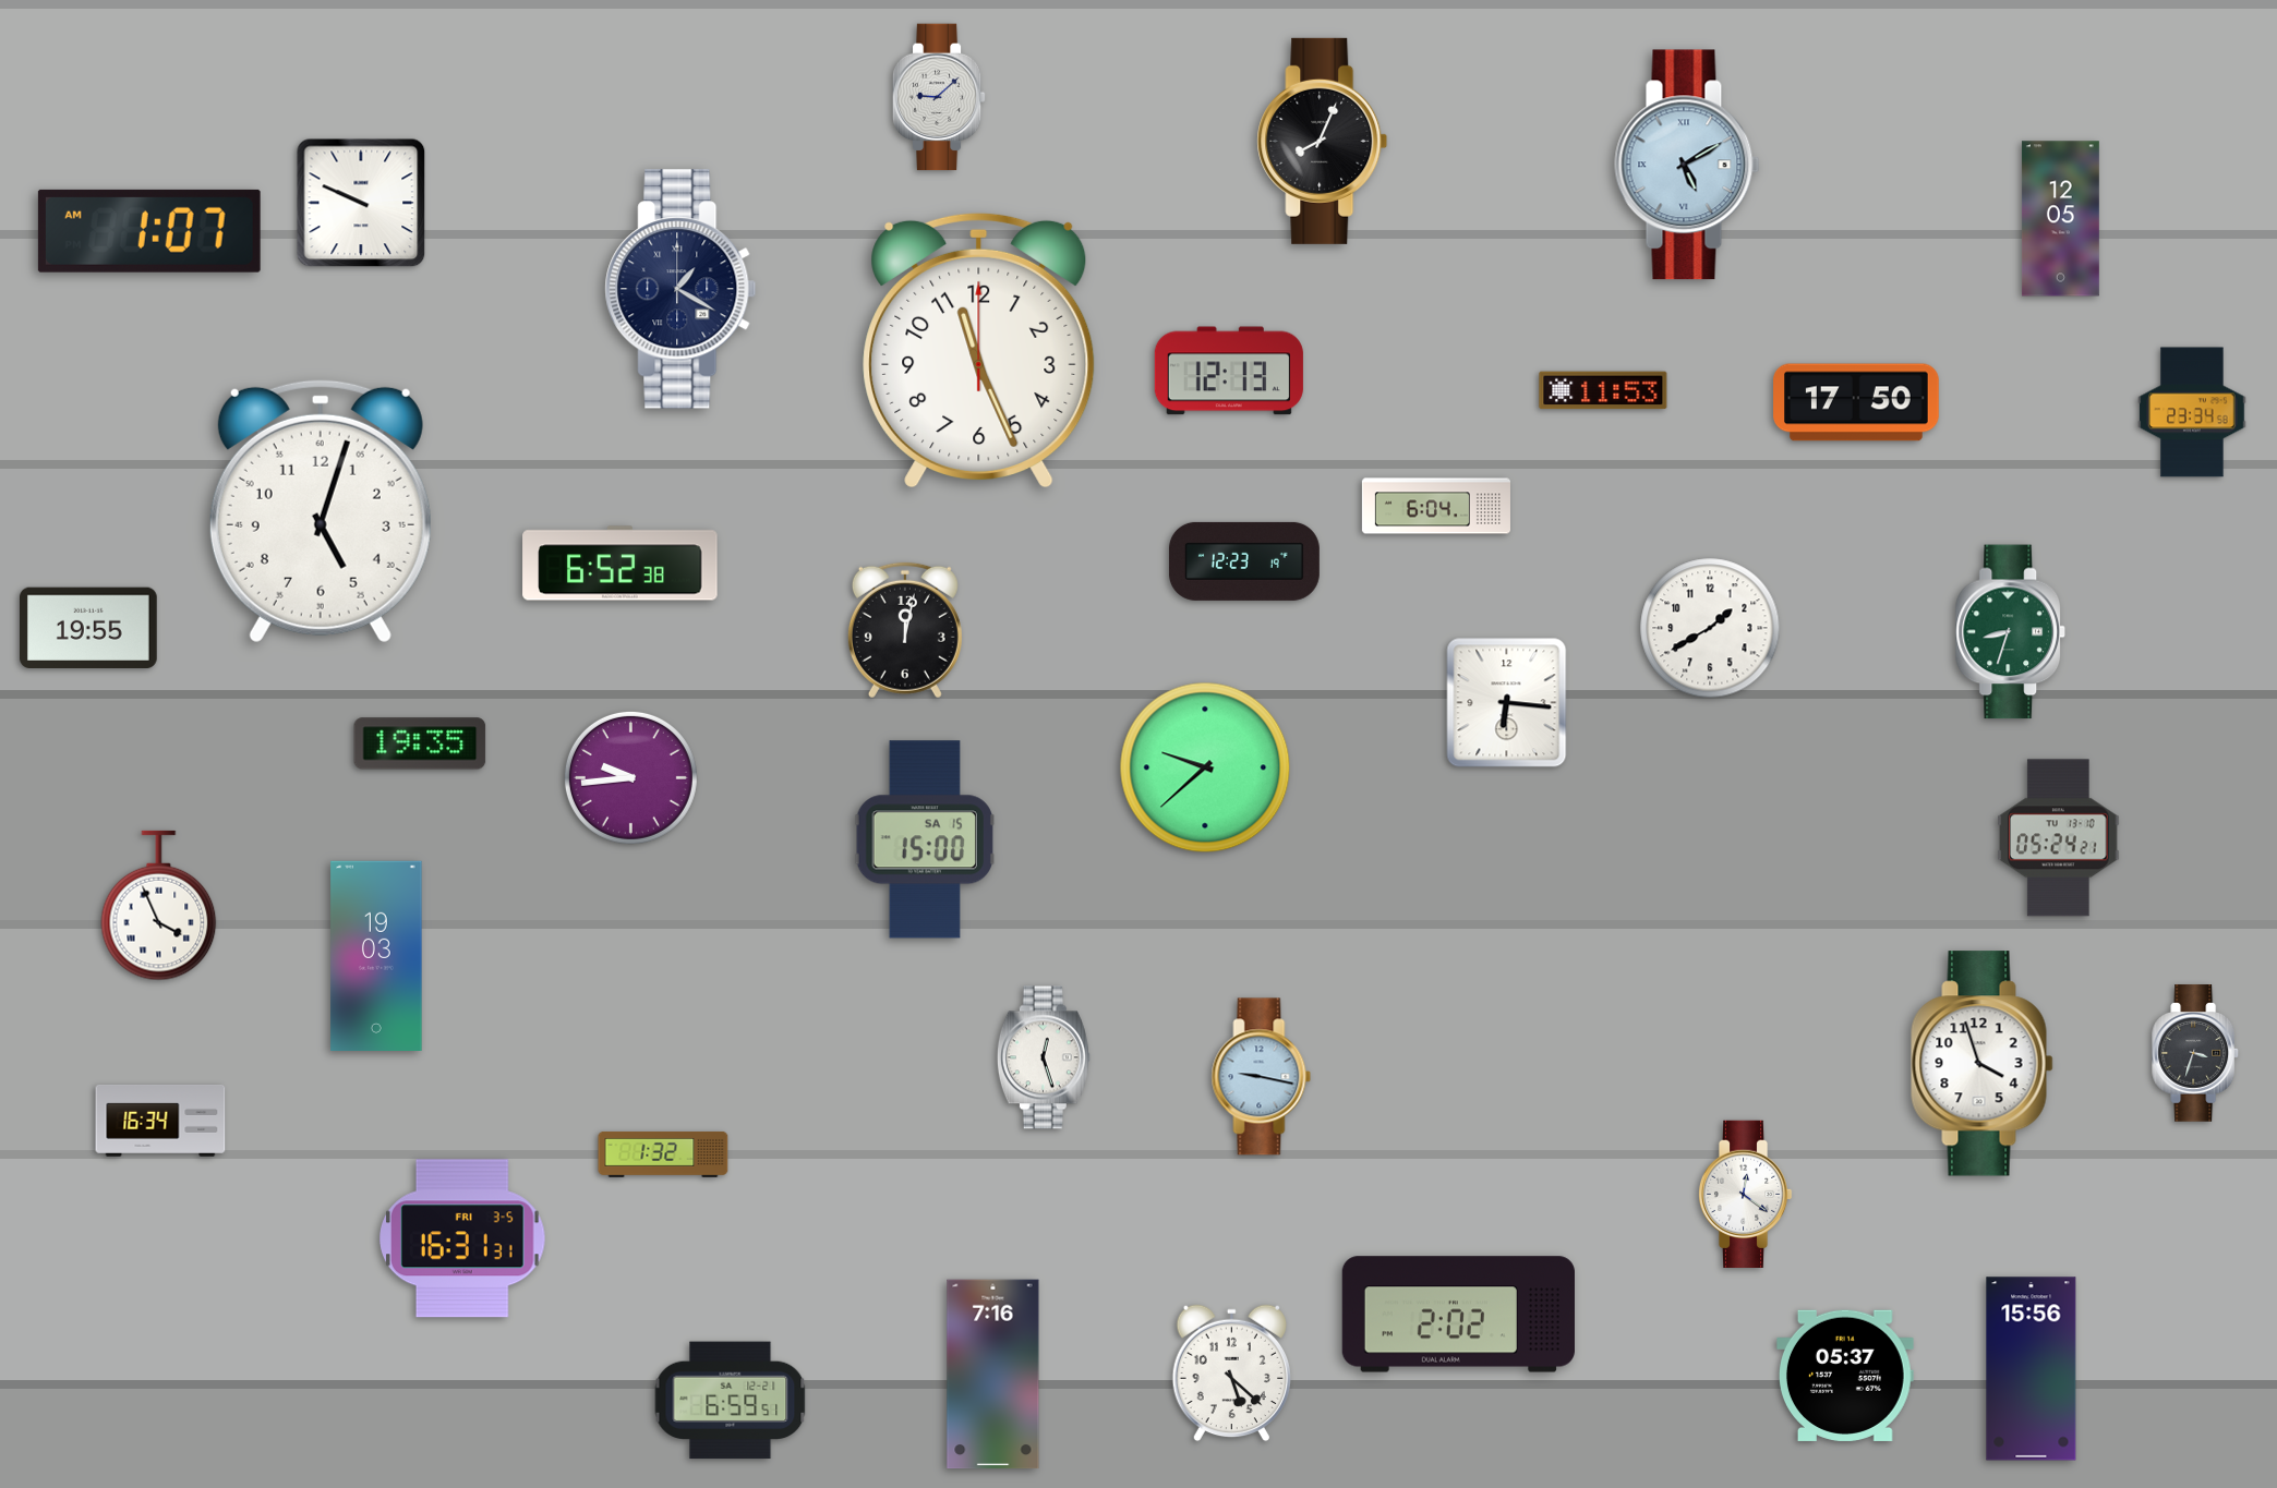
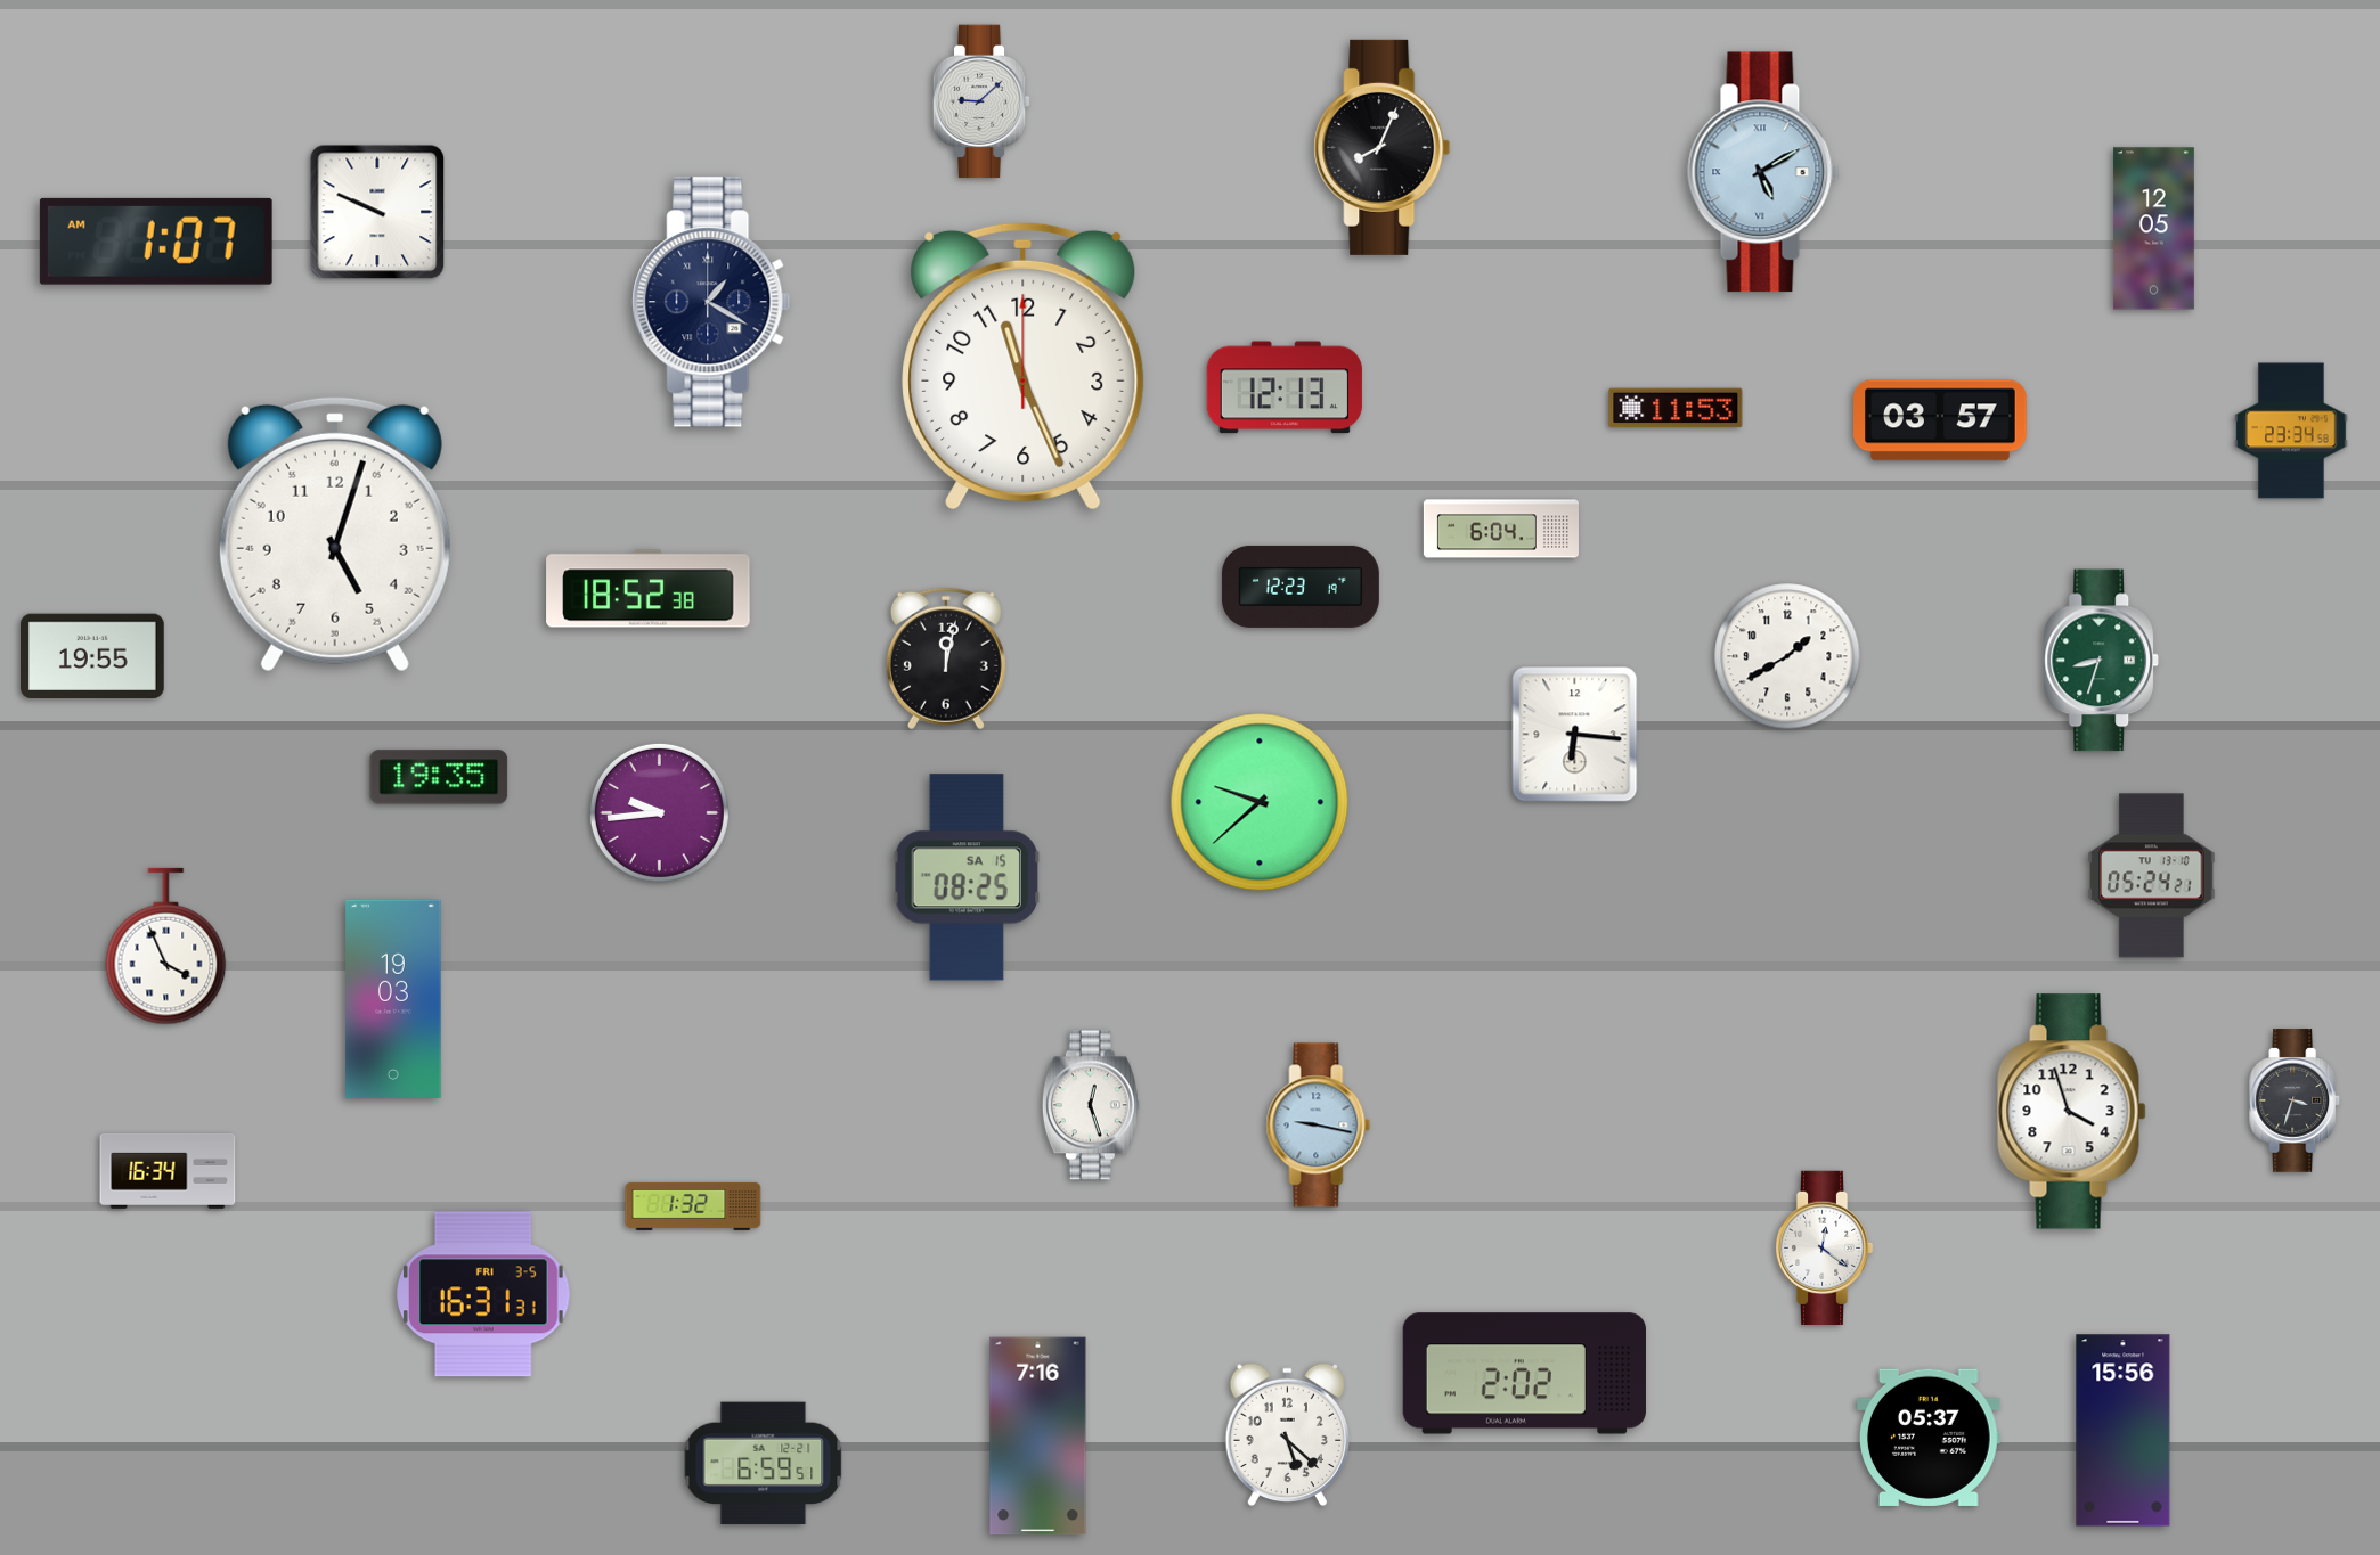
clock at (1856, 402): 17:50 -> 03:57
clock at (621, 564): 6:52 -> 18:52
clock at (924, 839): 15:00 -> 08:25
